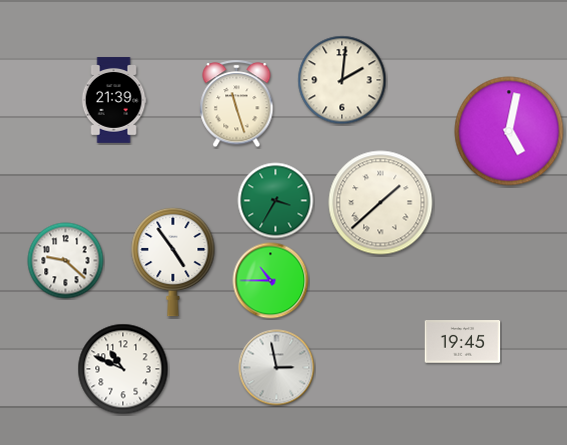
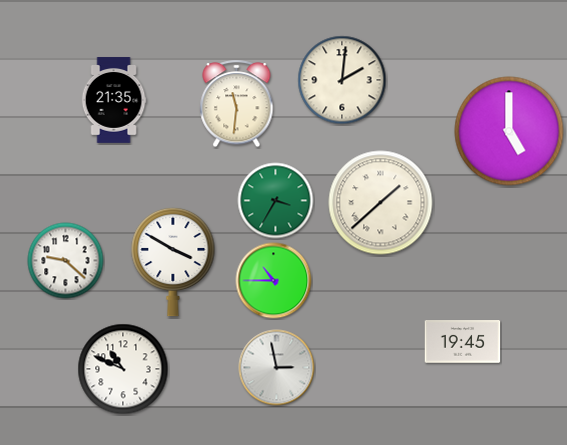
clock at (114, 100): 21:39 -> 21:35
clock at (237, 104): 11:27 -> 11:31
clock at (509, 131): 5:02 -> 5:00
clock at (173, 262): 4:54 -> 3:50
clock at (271, 281) position: (271, 281) -> (274, 281)
